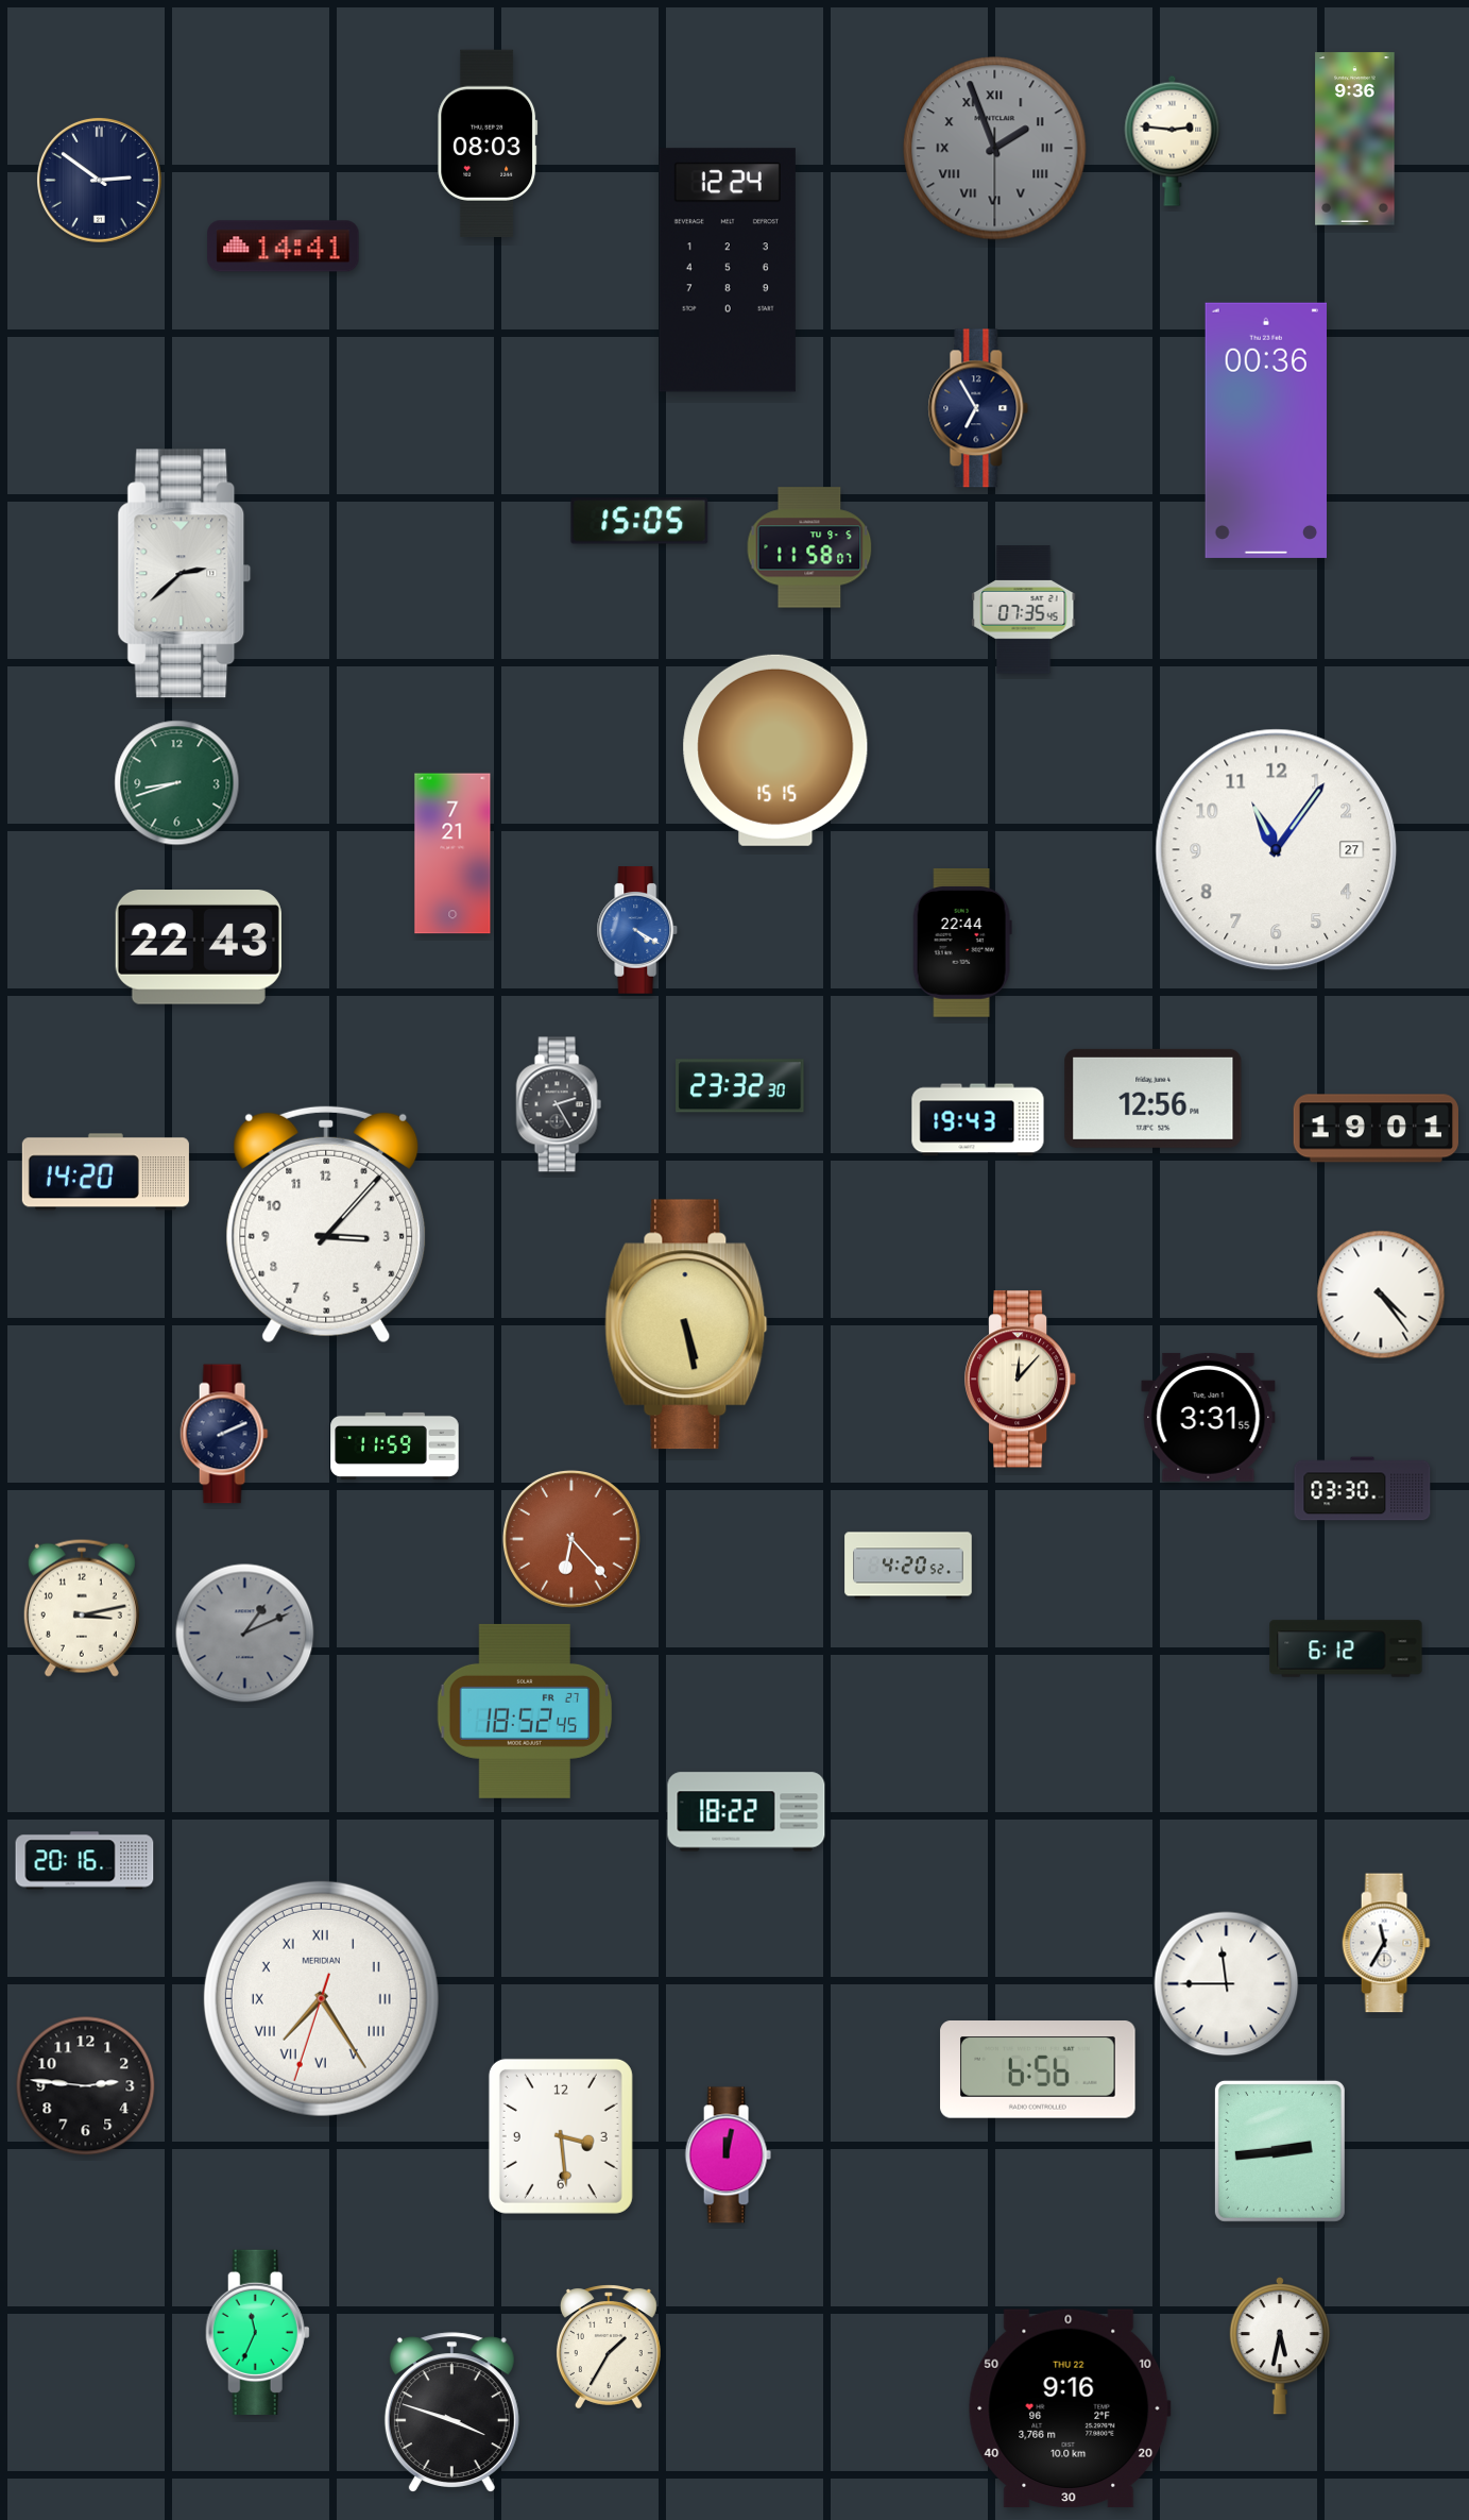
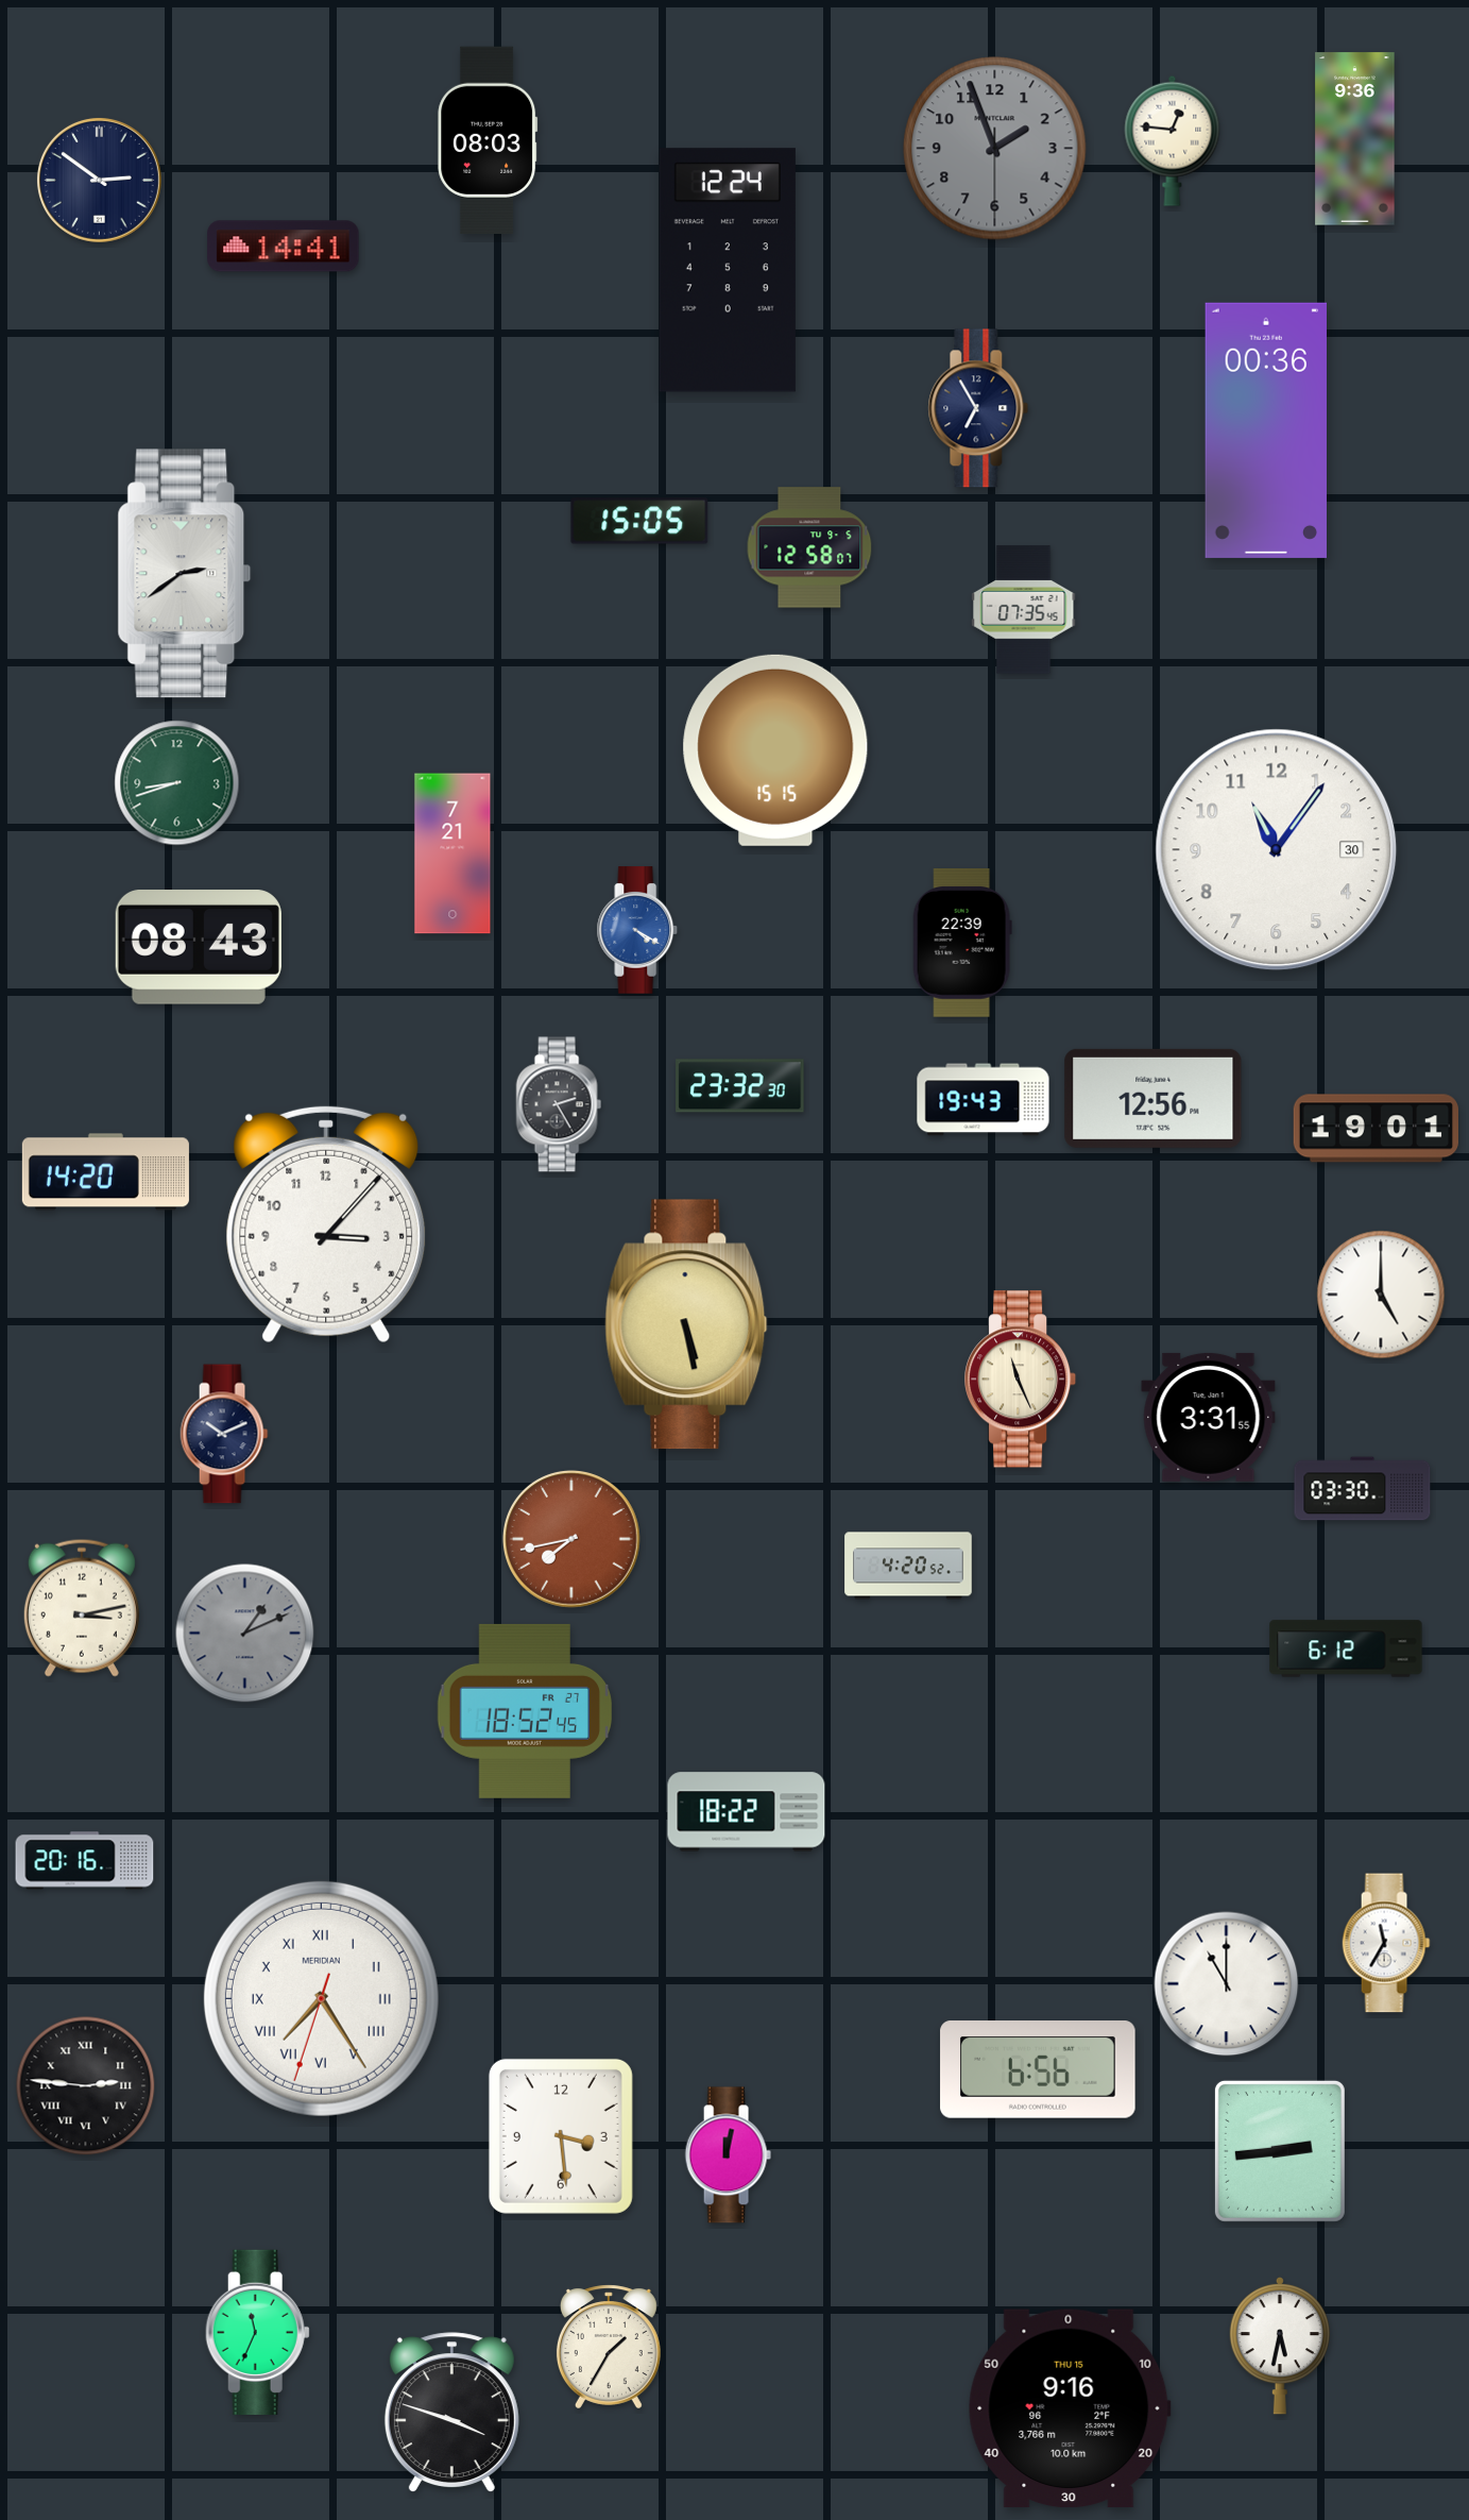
clock at (1173, 140): 2:46 -> 12:46
clock at (488, 142) position: (488, 142) -> (488, 139)
clock at (995, 149) numerals: Roman -> Arabic
clock at (809, 547): 11:58 -> 12:58
clock at (185, 574): 2:38 -> 2:39
clock at (1277, 850) date: 27 -> 30
clock at (962, 943): 22:44 -> 22:39
clock at (199, 947): 22:43 -> 08:43
clock at (978, 1120) position: (978, 1120) -> (984, 1100)
clock at (1381, 1295): 4:24 -> 5:00
clock at (1022, 1380): 12:07 -> 11:26
clock at (224, 1434): 2:11 -> 10:11
clock at (395, 1445): 11:59 -> none
clock at (573, 1540): 6:23 -> 7:43
clock at (1227, 1984): 11:45 -> 11:00
clock at (86, 2086) numerals: Arabic -> Roman
clock at (1070, 2408) date: THU 22 -> THU 15
